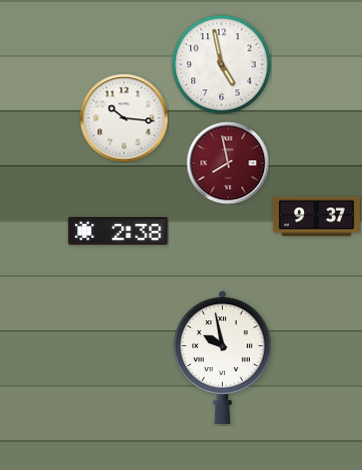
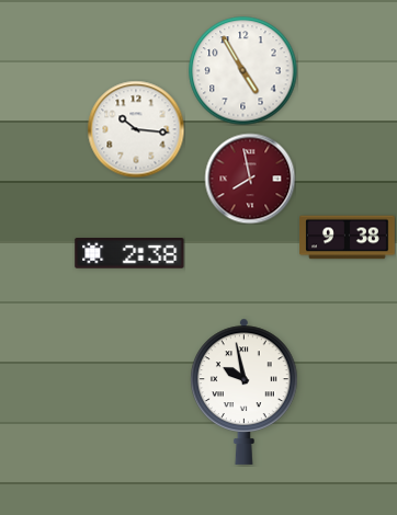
clock at (222, 65): 4:58 -> 4:55
clock at (317, 217): 9:37 -> 9:38
